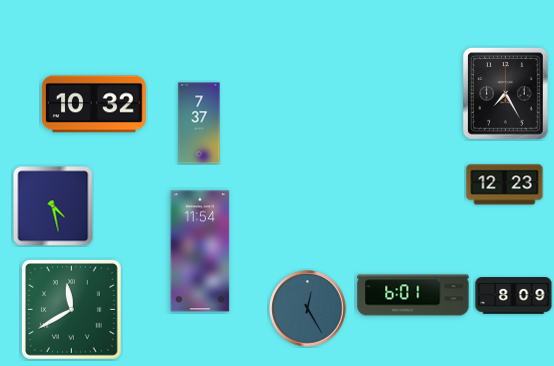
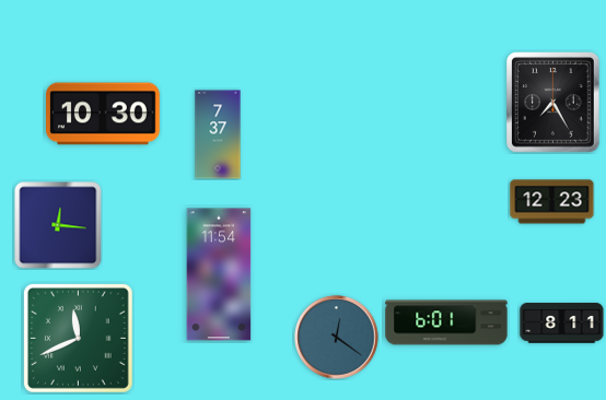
clock at (95, 104): 10:32 -> 10:30
clock at (53, 206): 4:28 -> 12:16
clock at (413, 295) position: (413, 295) -> (446, 322)
clock at (514, 296): 8:09 -> 8:11
clock at (71, 309): 11:40 -> 11:41
clock at (308, 309): 12:25 -> 12:21
